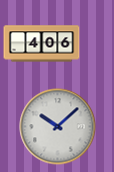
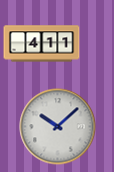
clock at (42, 44): 4:06 -> 4:11
